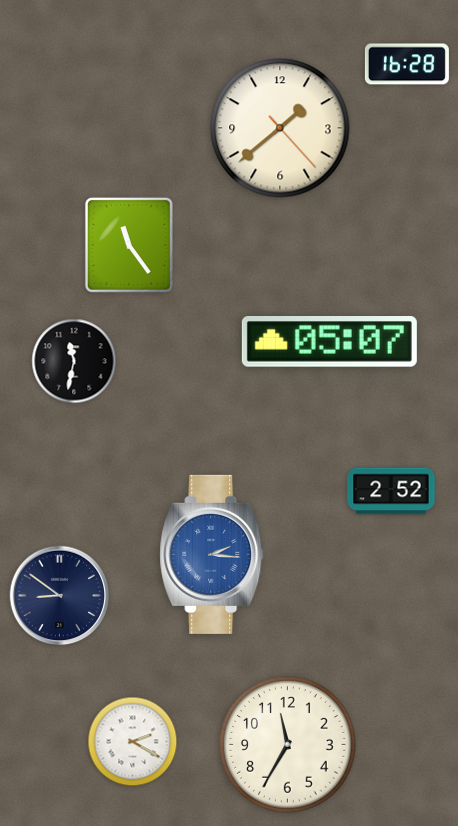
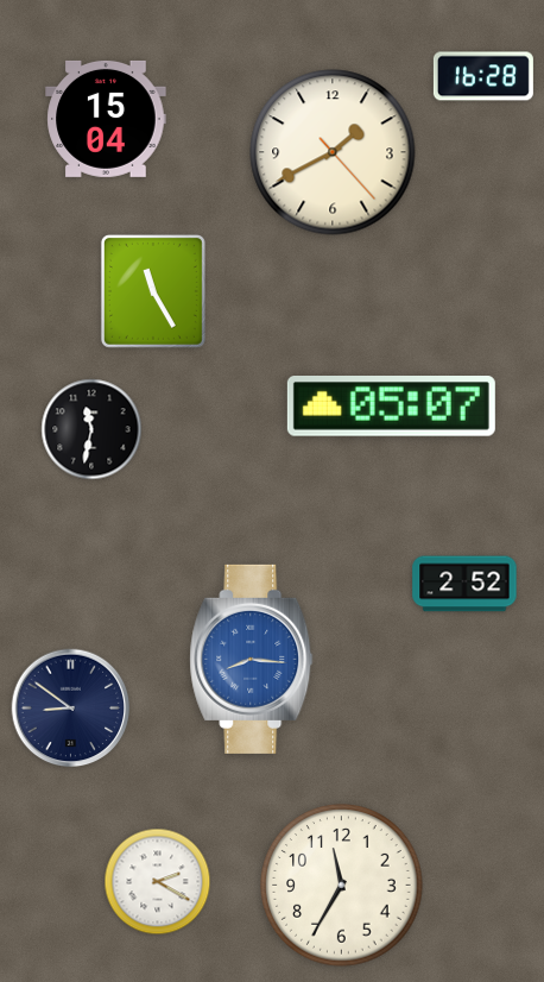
clock at (106, 119): none -> 15:04
clock at (280, 128): 1:38 -> 1:40
clock at (129, 245): 11:24 -> 11:25
clock at (74, 361) position: (74, 361) -> (91, 429)
clock at (212, 554): 2:16 -> 8:16
